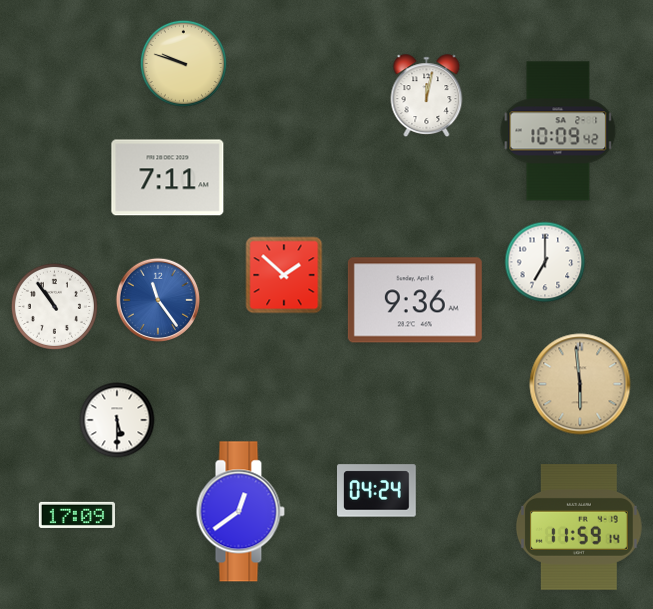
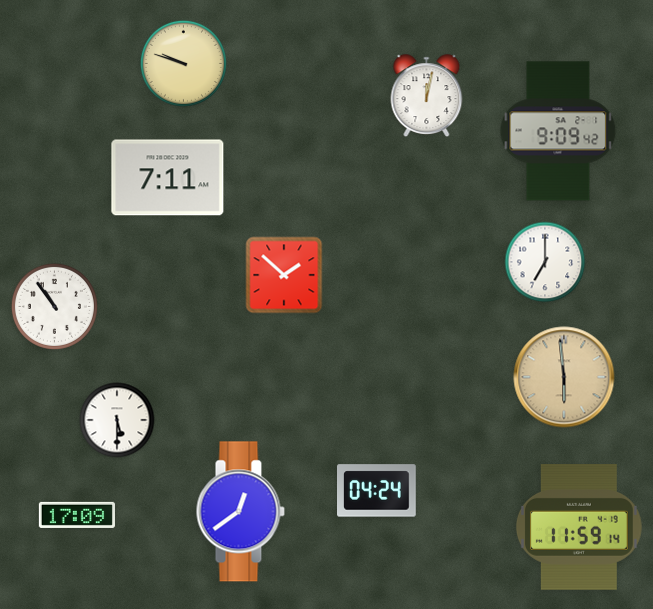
clock at (558, 131): 10:09 -> 9:09
clock at (157, 299): 11:24 -> none
clock at (415, 300): 9:36 -> none
clock at (580, 384) position: (580, 384) -> (564, 377)
